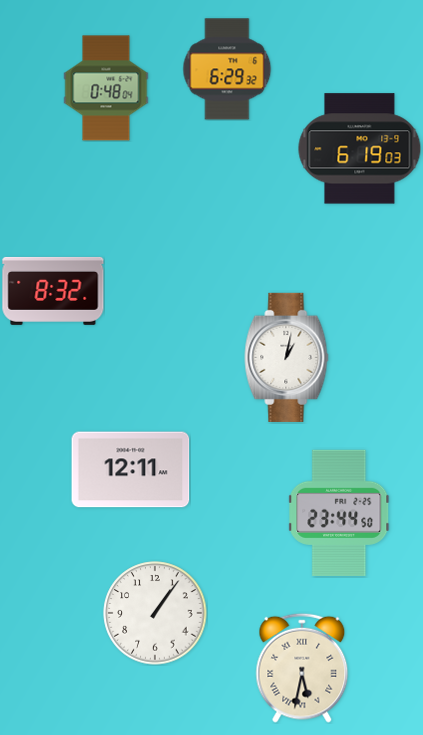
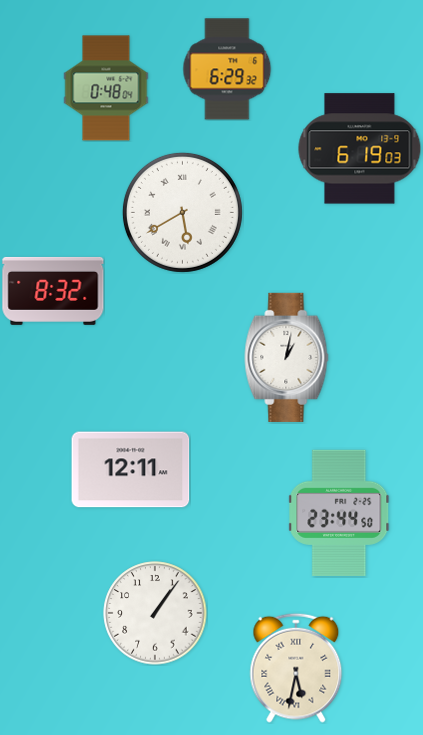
clock at (182, 212): none -> 5:40
clock at (302, 668) position: (302, 668) -> (296, 668)
